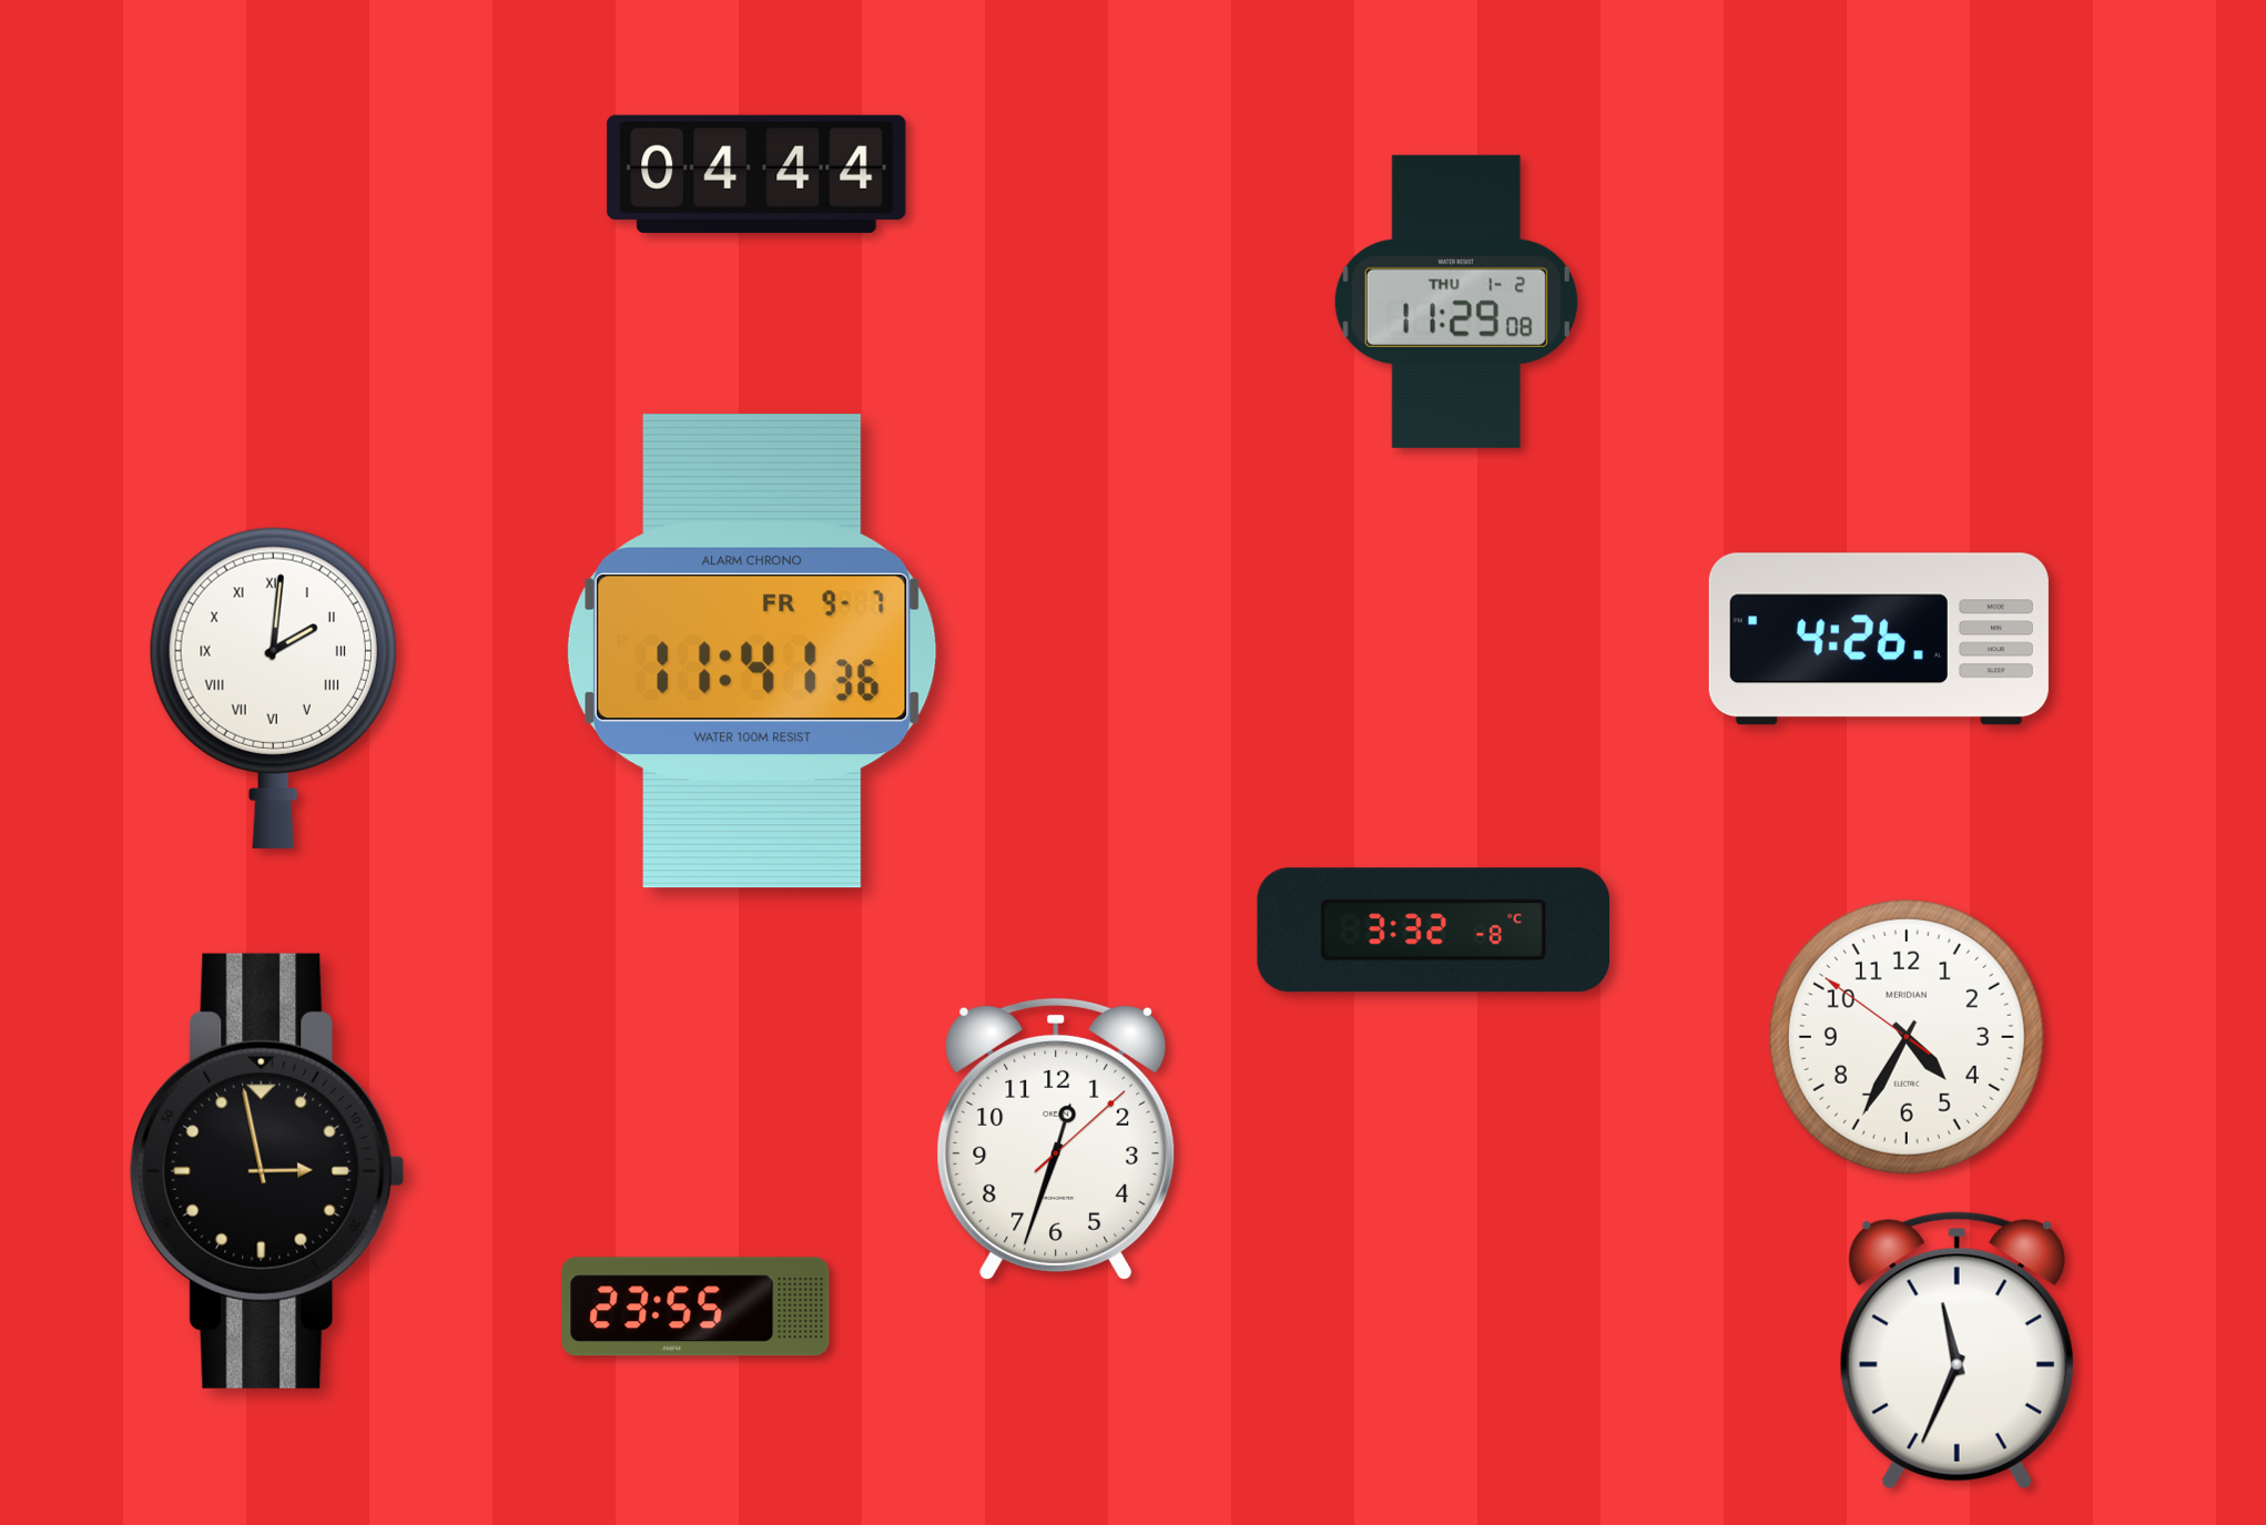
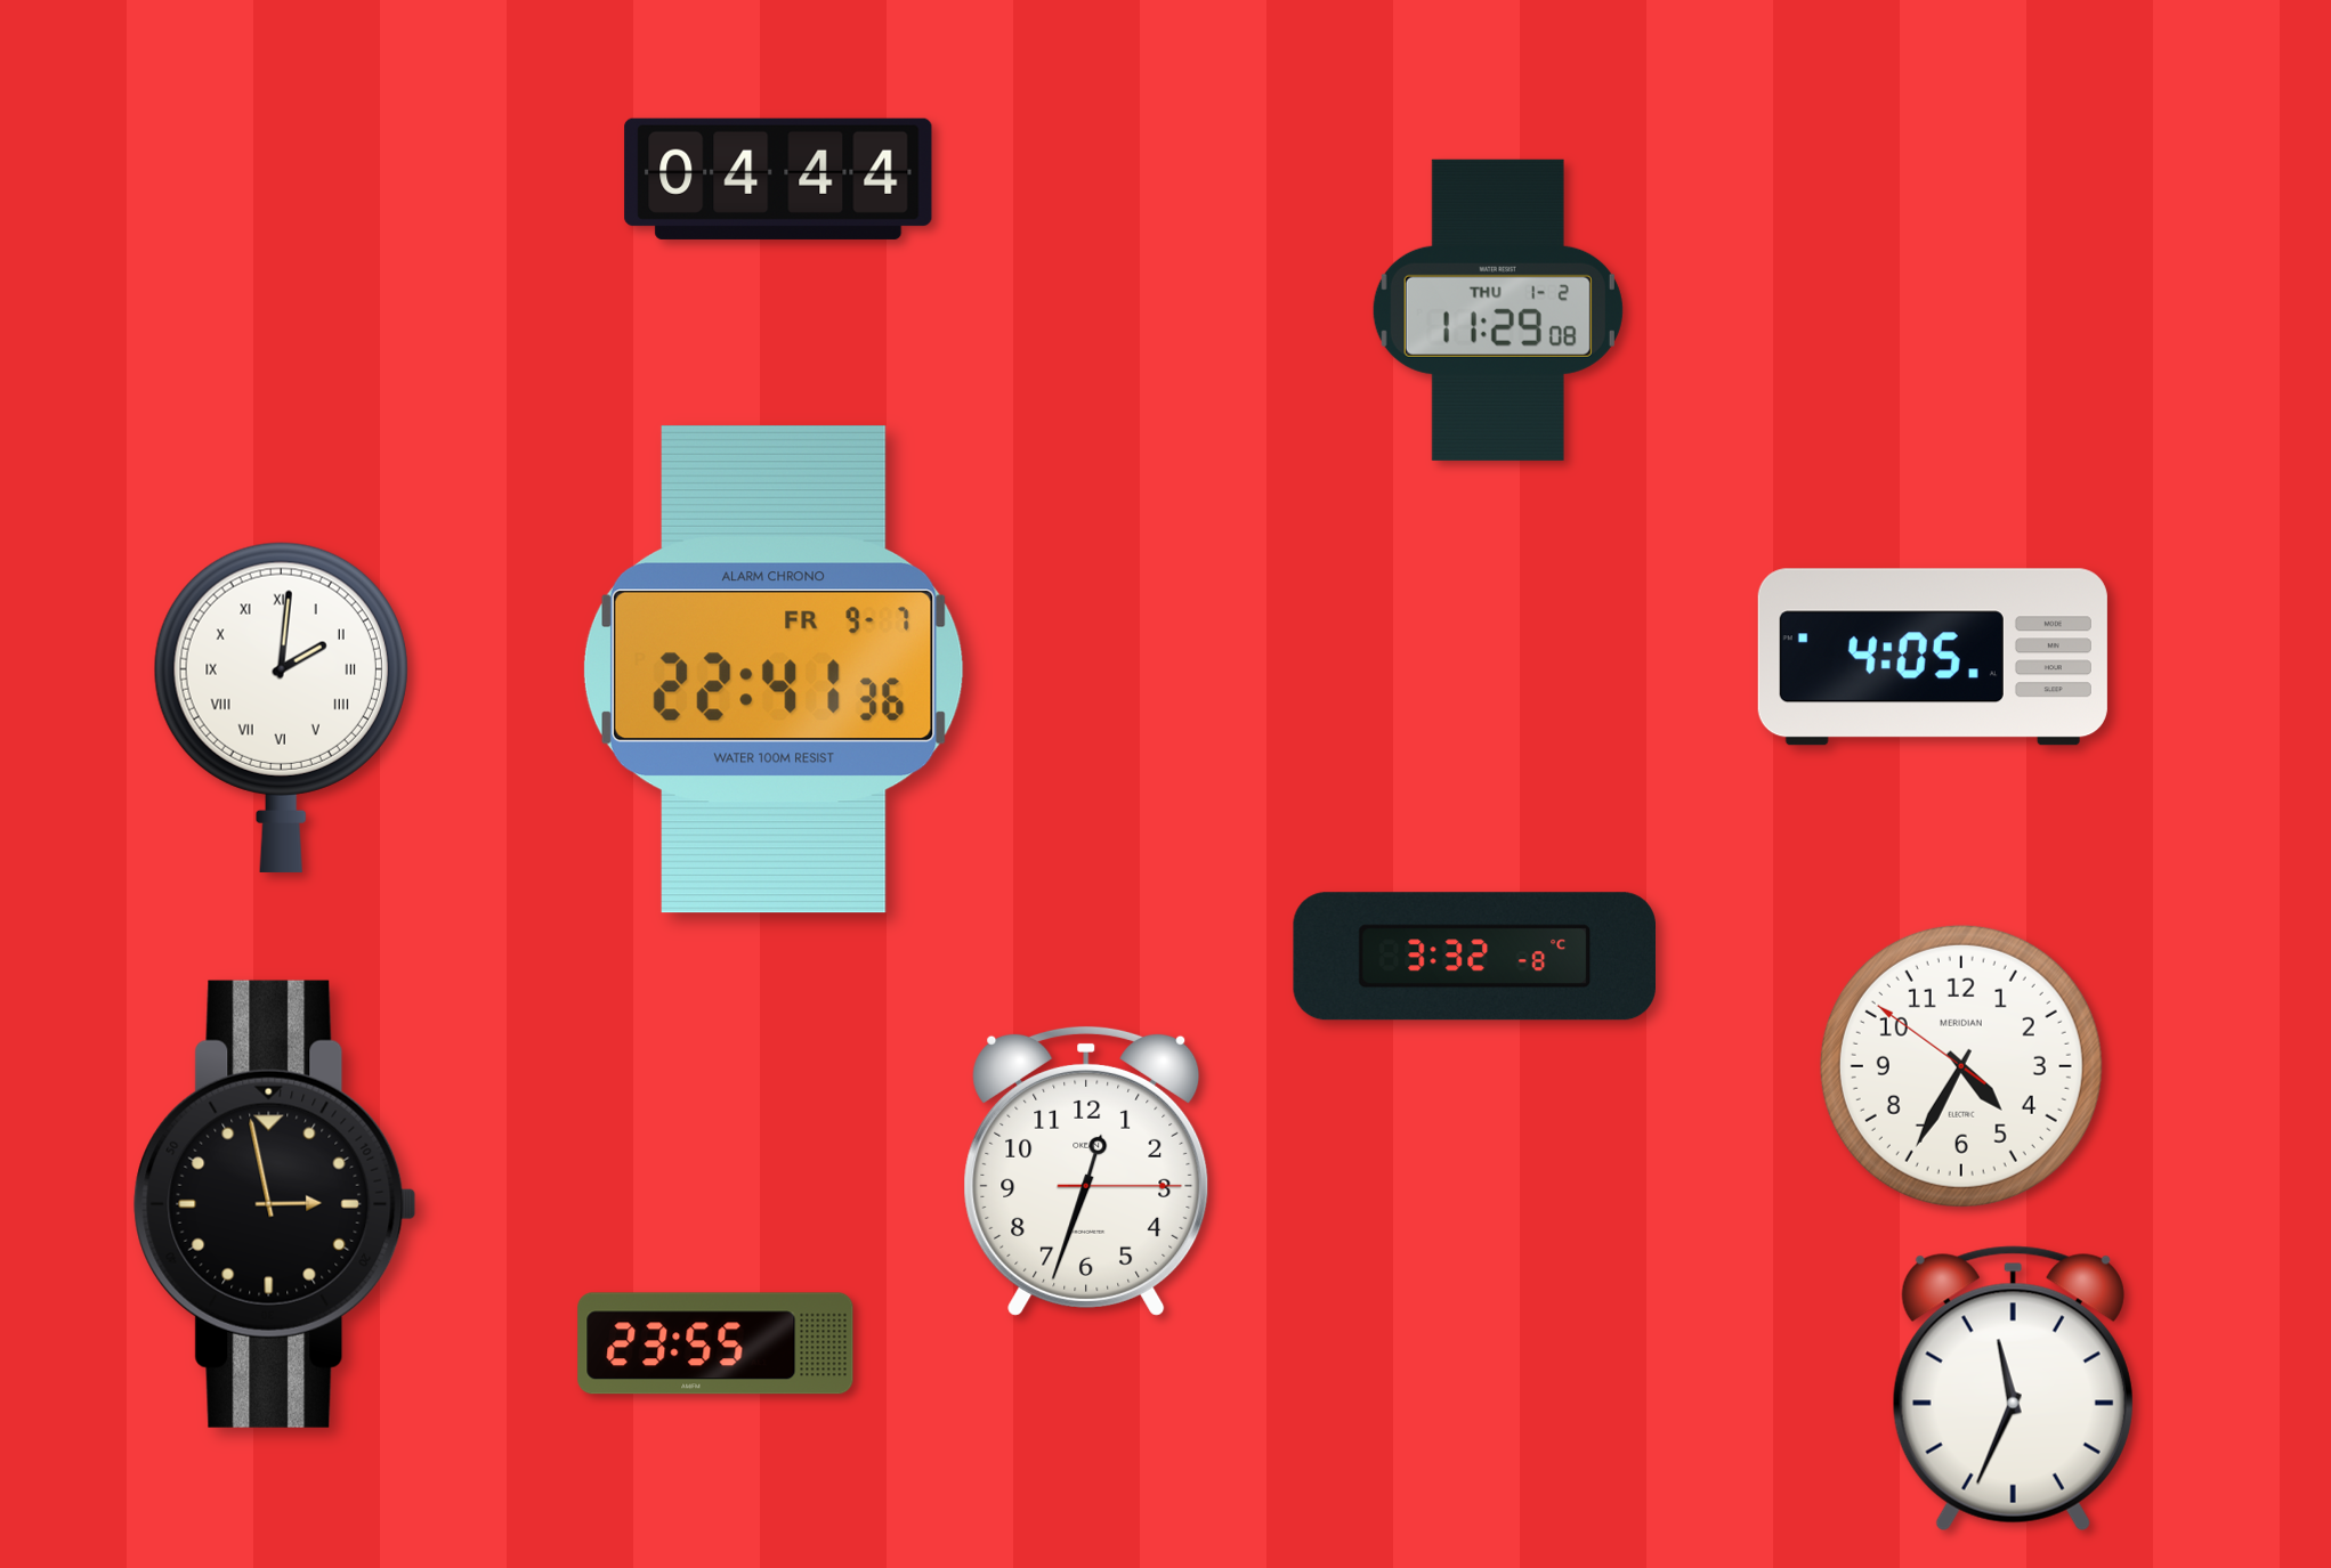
clock at (1879, 639): 4:26 -> 4:05
clock at (752, 651): 11:41 -> 22:41
clock at (1056, 1139): 12:33:08 -> 12:33:15
